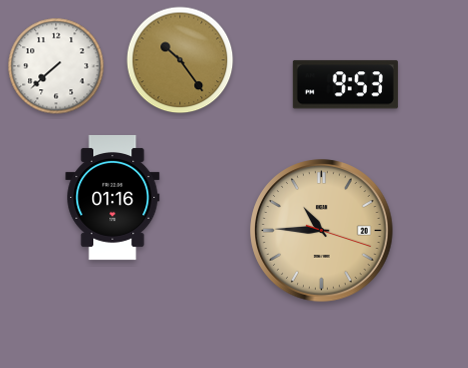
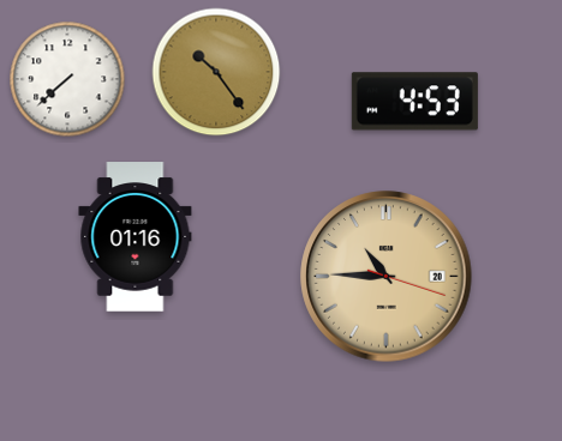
clock at (345, 85): 9:53 -> 4:53
